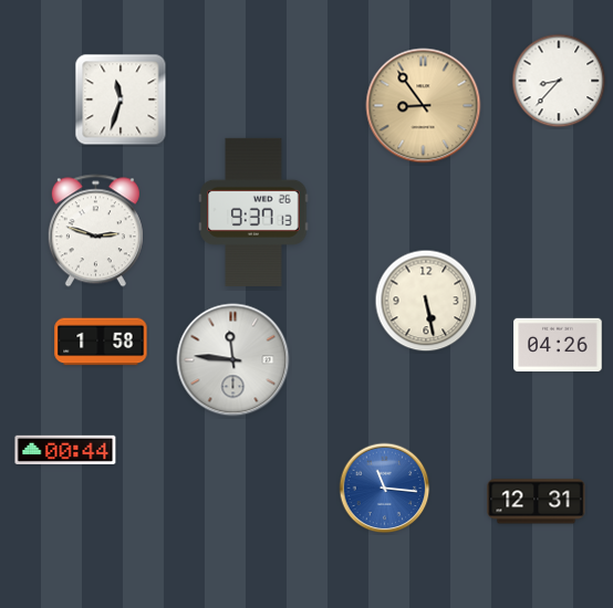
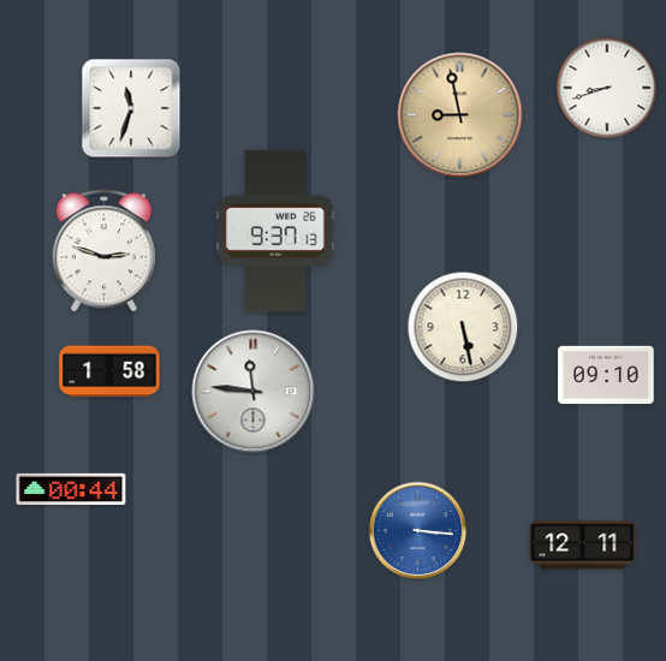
clock at (559, 81): 8:37 -> 8:42
clock at (424, 106): 8:54 -> 8:58
clock at (558, 345): 04:26 -> 09:10
clock at (385, 489): 11:16 -> 3:16
clock at (537, 502): 12:31 -> 12:11
